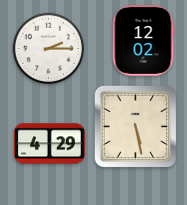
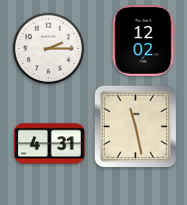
clock at (136, 127): 5:28 -> 11:28
clock at (50, 144): 4:29 -> 4:31
